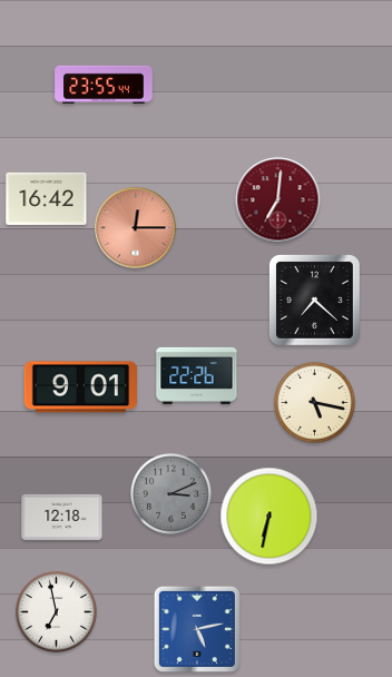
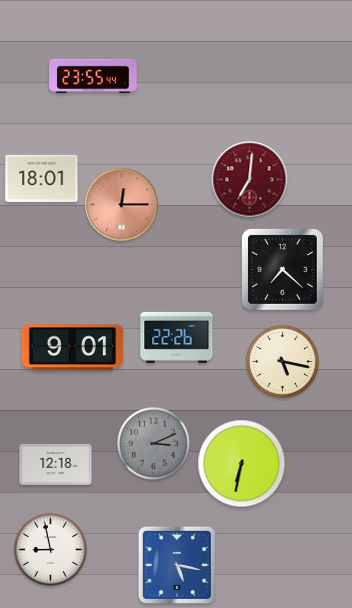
clock at (47, 198): 16:42 -> 18:01
clock at (57, 612): 6:58 -> 8:58
clock at (197, 629): 5:13 -> 5:17
